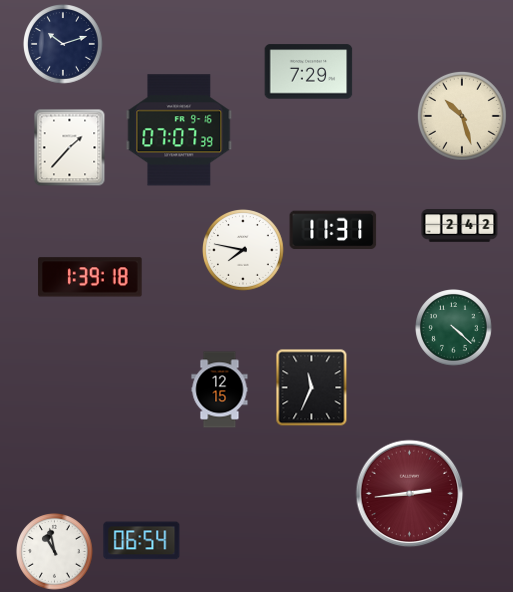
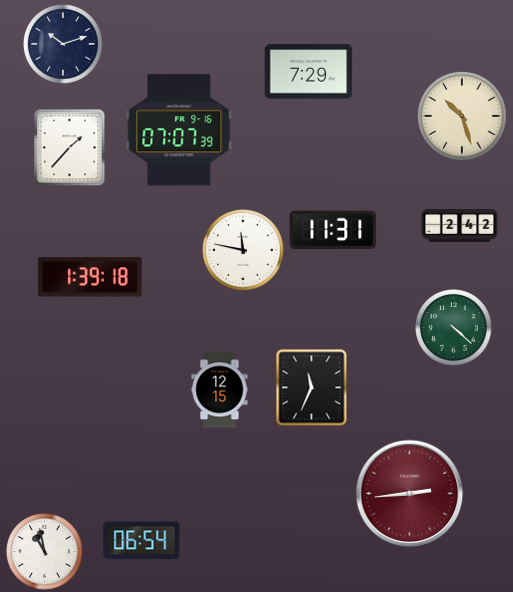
clock at (244, 251): 7:47 -> 11:47
clock at (55, 552) position: (55, 552) -> (45, 552)
